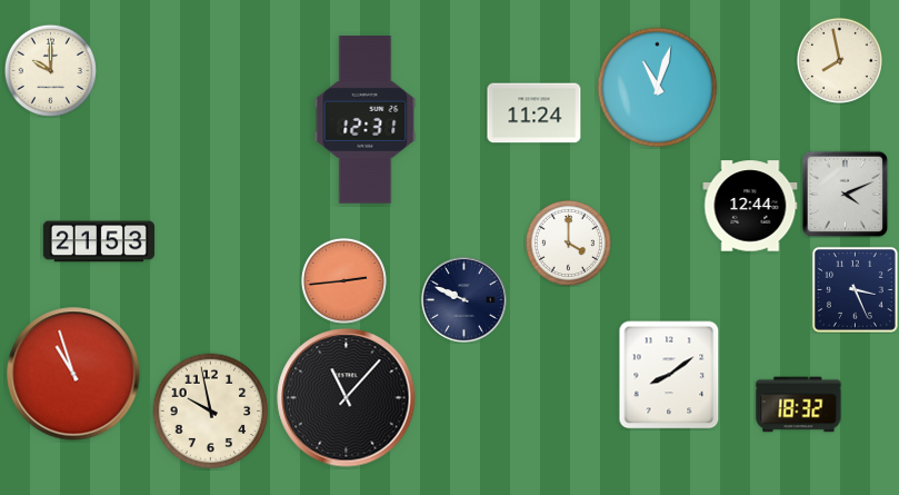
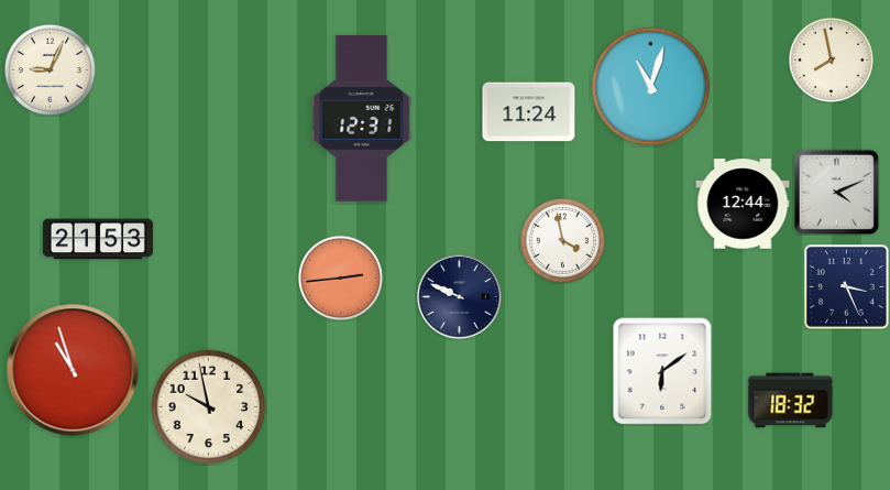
clock at (50, 70): 10:00 -> 9:04
clock at (568, 242): 4:00 -> 3:58
clock at (669, 375): 8:09 -> 6:09
clock at (347, 398): 11:07 -> none
